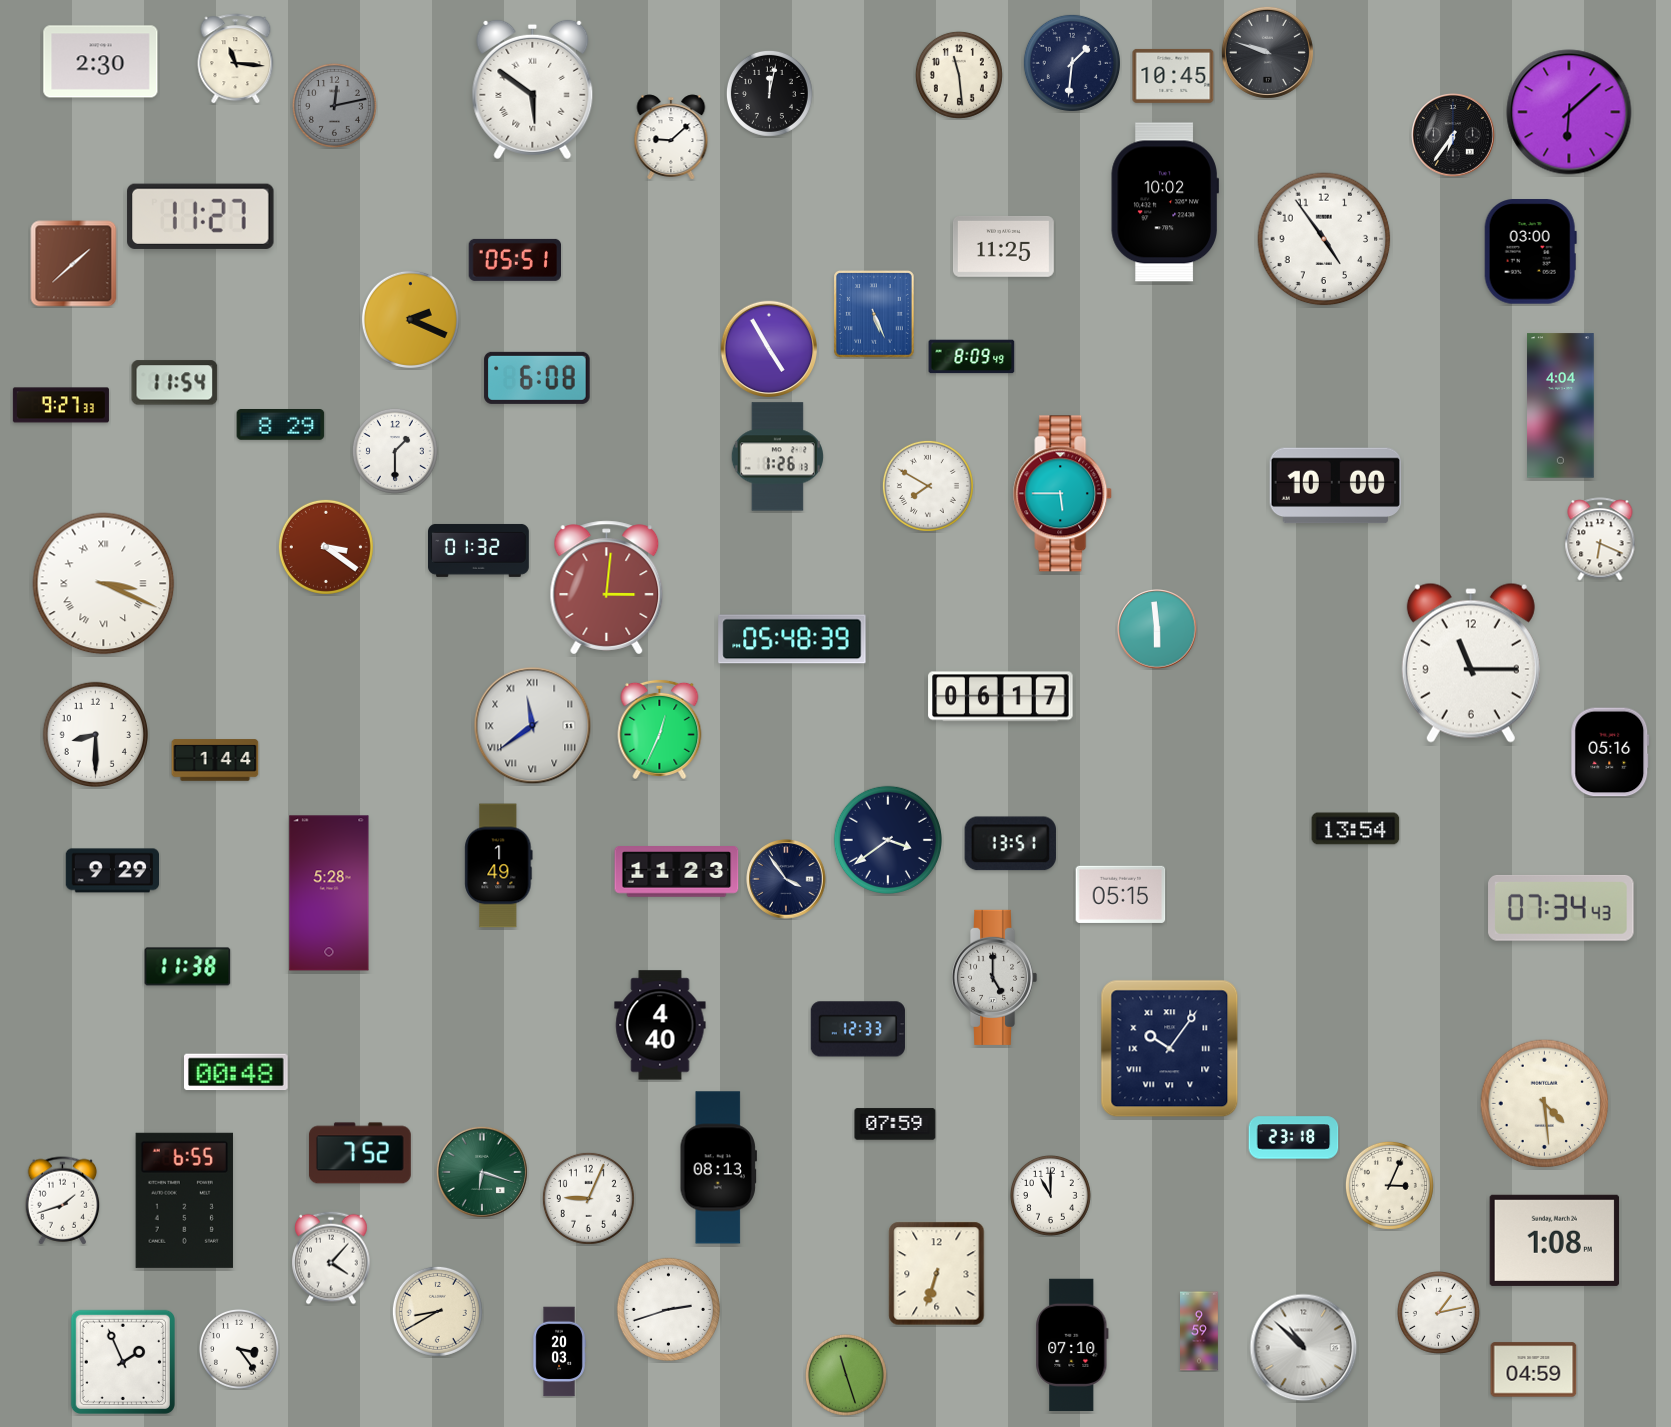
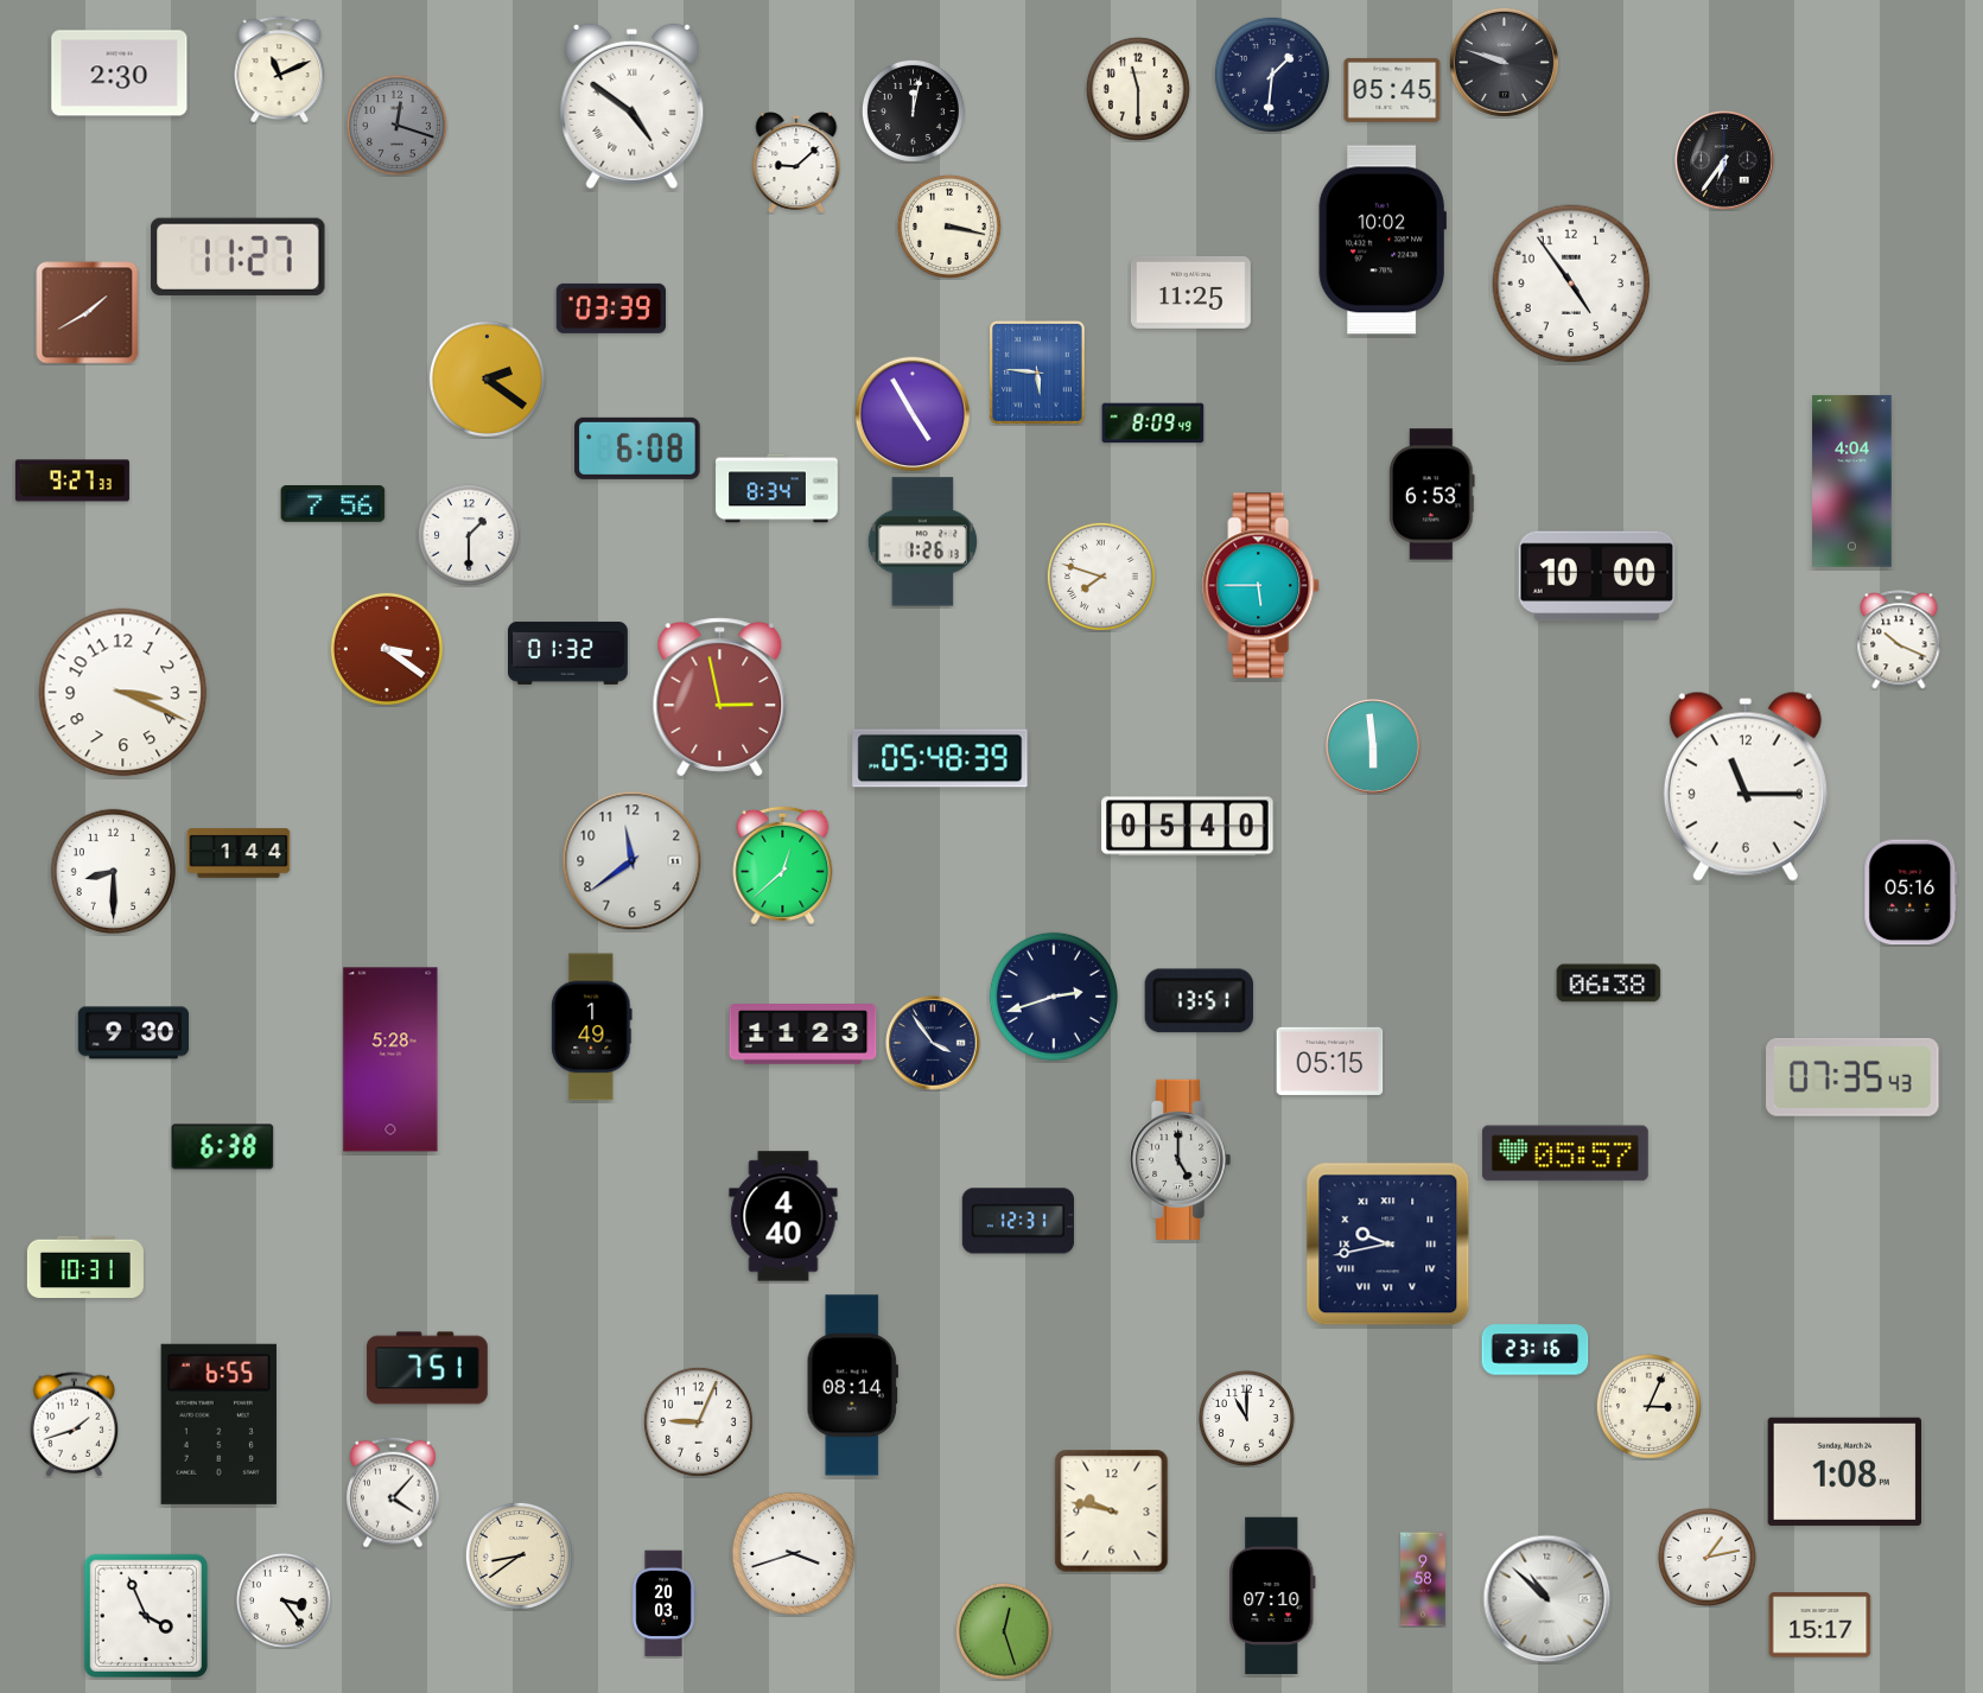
clock at (236, 59): 11:16 -> 11:11
clock at (959, 75): 11:29 -> 11:30
clock at (1173, 76): 10:45 -> 05:45
clock at (533, 90): 5:51 -> 4:51
clock at (334, 105): 12:13 -> 12:18
clock at (1569, 112): 6:08 -> none
clock at (949, 227): none -> 3:17
clock at (1530, 252): 03:00 -> none
clock at (514, 260): 05:51 -> 03:39
clock at (74, 264): 1:38 -> 1:40
clock at (875, 315): 5:26 -> 5:46
clock at (410, 319): 2:19 -> 2:21
clock at (175, 383): 11:54 -> none
clock at (777, 489): none -> 8:34
clock at (1431, 495): none -> 6:53
clock at (281, 425): 8:29 -> 7:56
clock at (928, 486): 7:50 -> 7:48
clock at (1335, 486) position: (1335, 486) -> (1596, 577)
clock at (1600, 539): 6:19 -> 10:19
clock at (104, 584) numerals: Roman -> Arabic
clock at (607, 588): 3:01 -> 2:58
clock at (1001, 697): 06:17 -> 05:40
clock at (533, 726) numerals: Roman -> Arabic
clock at (660, 729): 12:34 -> 12:38
clock at (215, 760) position: (215, 760) -> (239, 853)
clock at (1356, 829): 13:54 -> 06:38
clock at (888, 840): 3:39 -> 2:42
clock at (112, 871): 9:29 -> 9:30
clock at (1561, 908): 07:34 -> 07:35
clock at (188, 967): 11:38 -> 6:38
clock at (1565, 1153): none -> 05:57
clock at (858, 1029): 12:33 -> 12:31
clock at (1170, 1049): 10:06 -> 9:43
clock at (85, 1266): none -> 10:31
clock at (237, 1072): 00:48 -> none
clock at (1545, 1104): 4:29 -> none
clock at (895, 1124): 07:59 -> none
clock at (1294, 1138): 23:18 -> 23:16
clock at (360, 1153): 7:52 -> 7:51
clock at (718, 1168): 08:13 -> 08:14
clock at (482, 1172): 6:18 -> none
clock at (937, 1274): 6:33 -> 9:47
clock at (668, 1309): 2:42 -> 3:42
clock at (437, 1311): 8:40 -> 8:39
clock at (1200, 1331): 9:59 -> 9:58
clock at (123, 1362): 1:56 -> 3:56
clock at (1534, 1370): 04:59 -> 15:17
clock at (846, 1375): 11:27 -> 12:27
